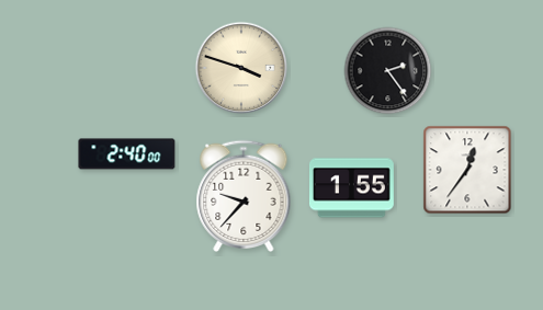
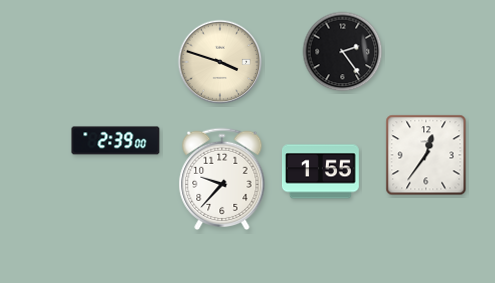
clock at (388, 71) position: (388, 71) -> (343, 52)
clock at (127, 154): 2:40 -> 2:39
